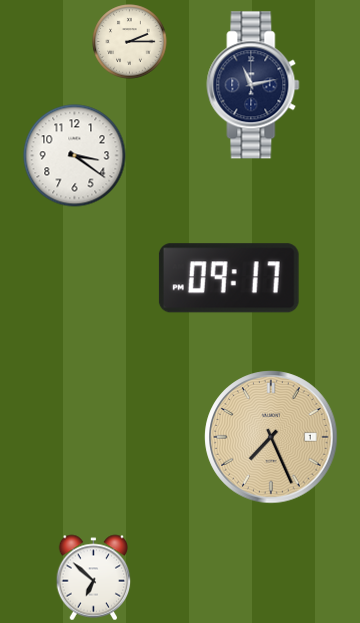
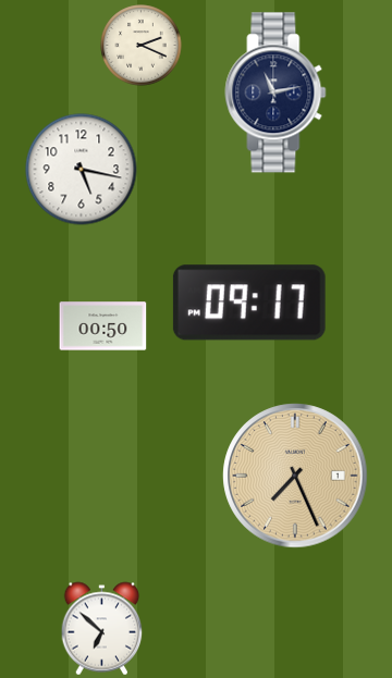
clock at (130, 42): 2:15 -> 2:19
clock at (75, 156): 3:21 -> 5:17
clock at (103, 326): none -> 00:50
